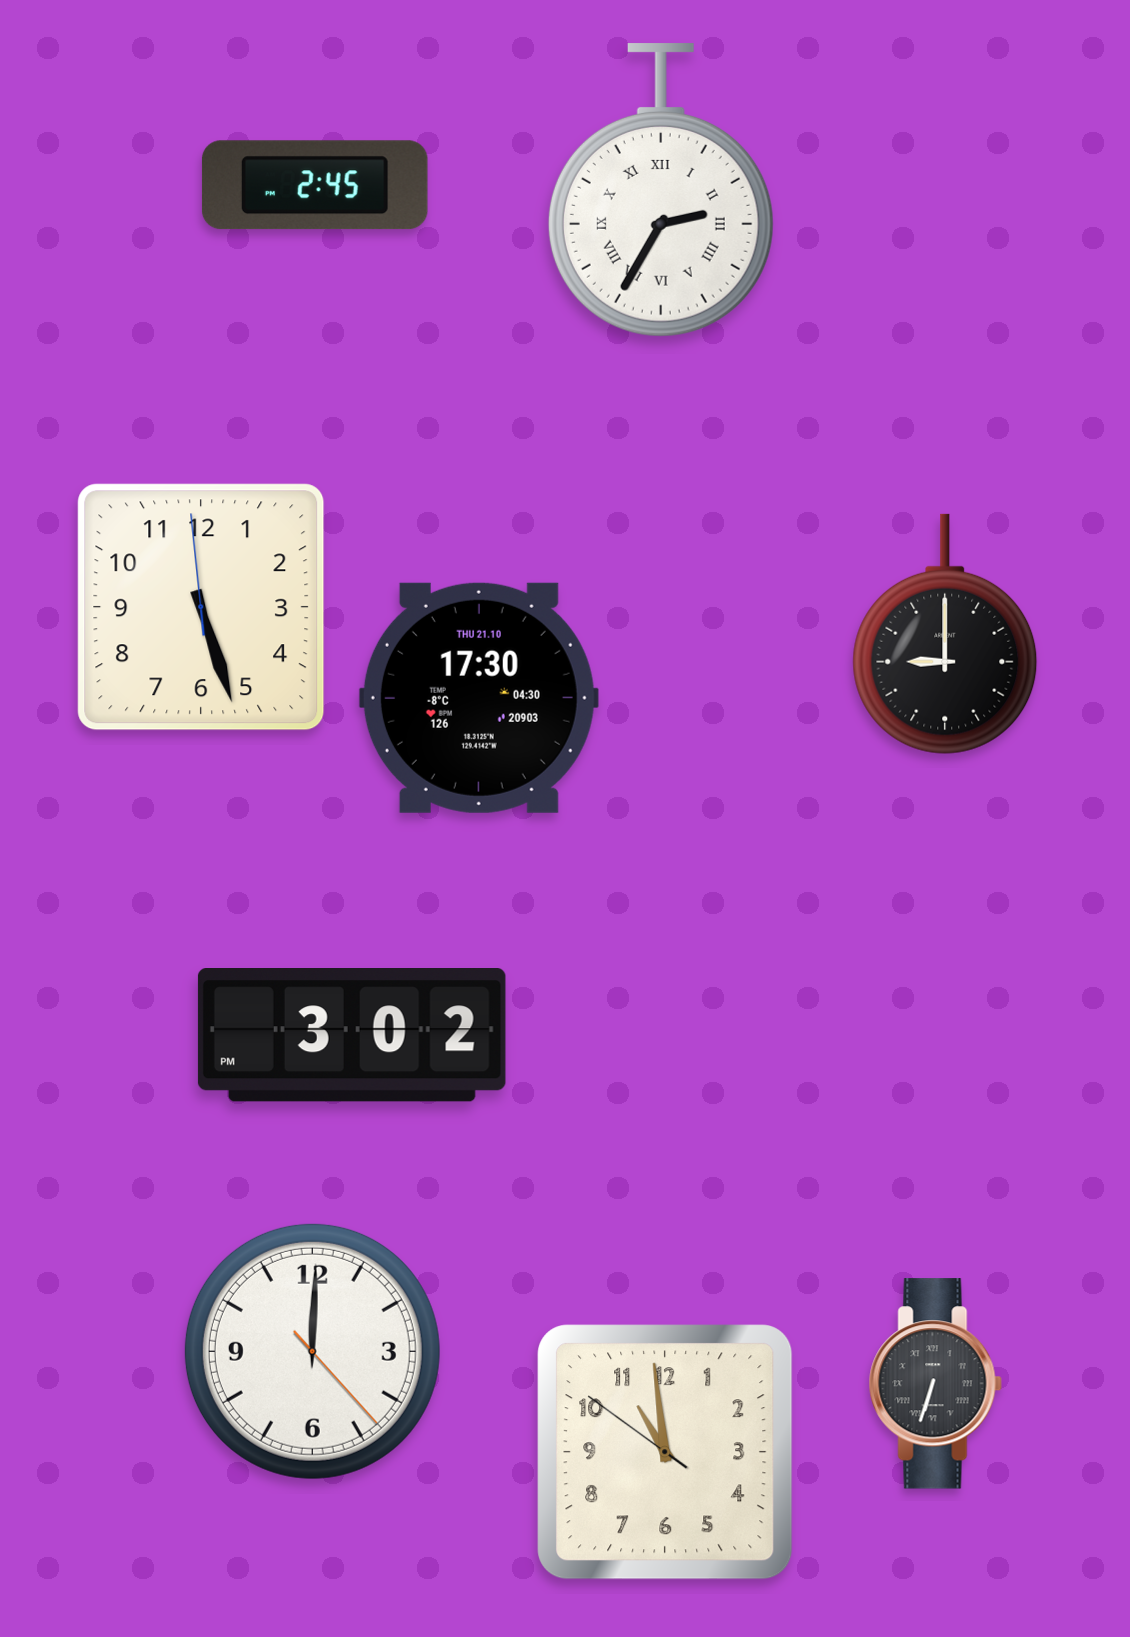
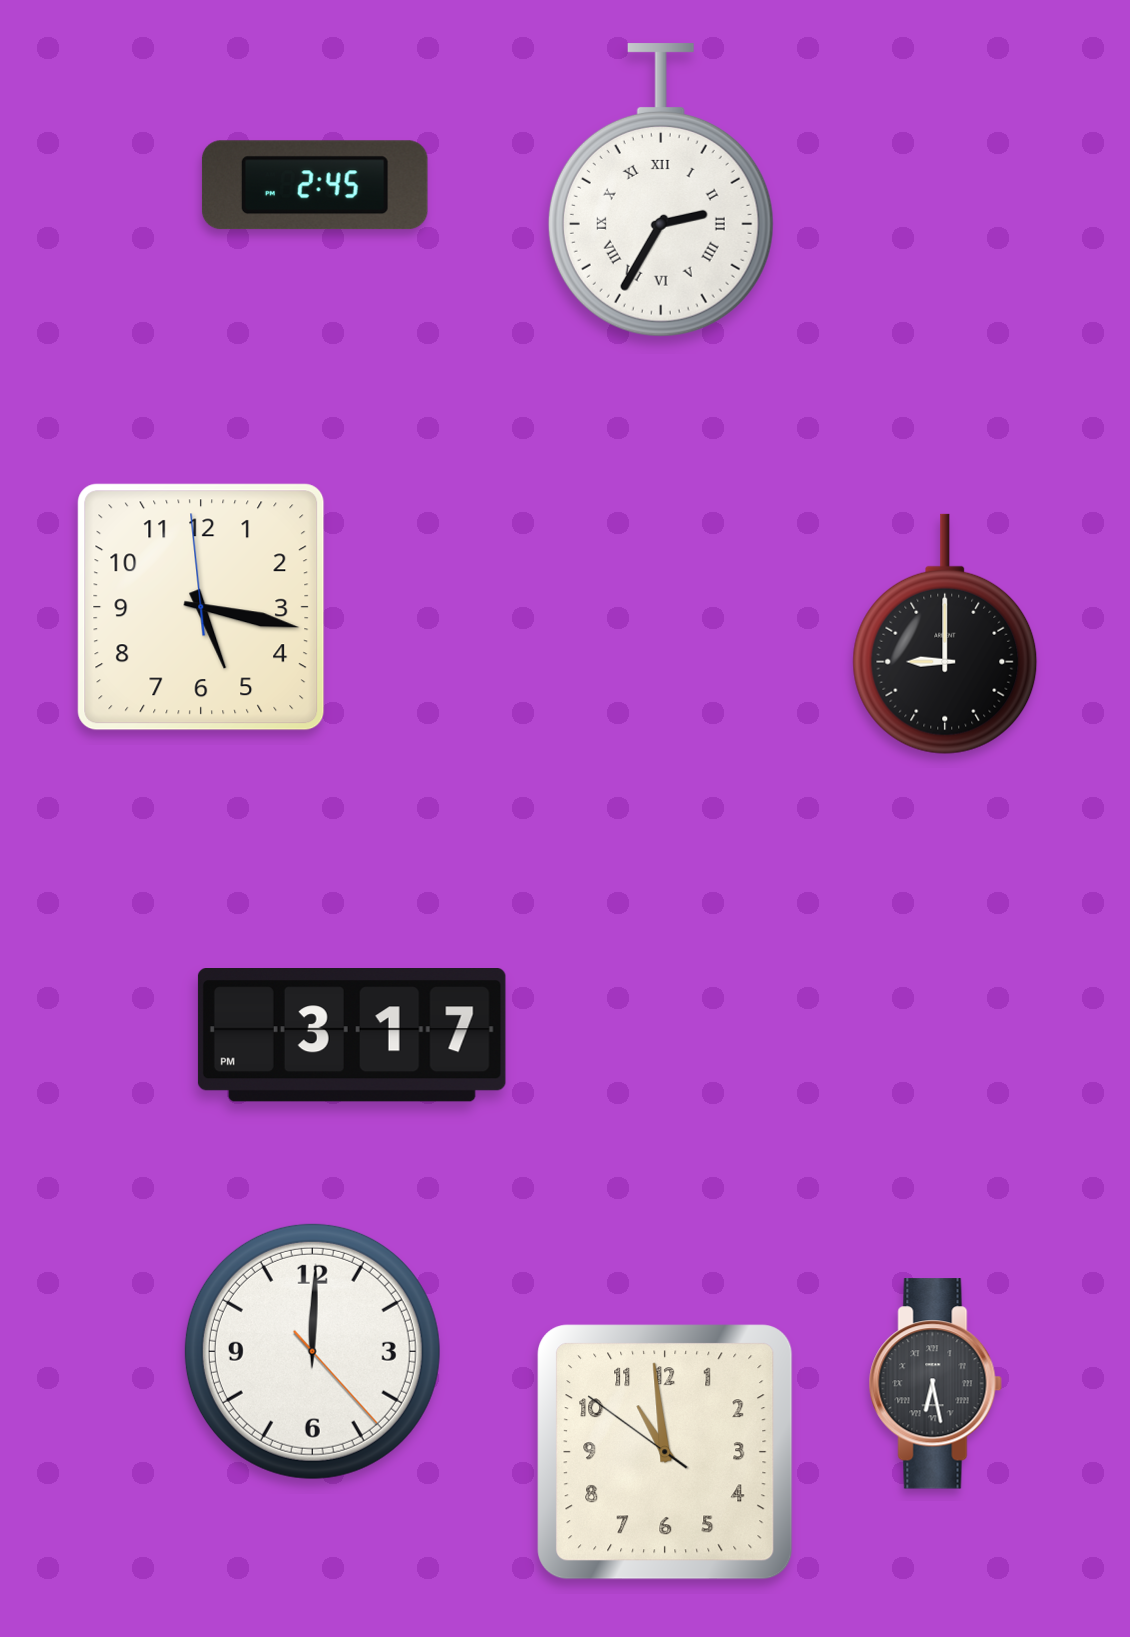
clock at (201, 607): 5:26 -> 5:16
clock at (479, 698): 17:30 -> none
clock at (352, 1036): 3:02 -> 3:17
clock at (935, 1384): 6:33 -> 6:28
